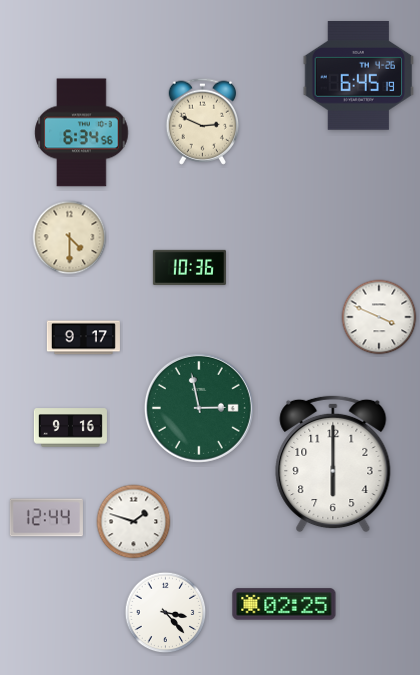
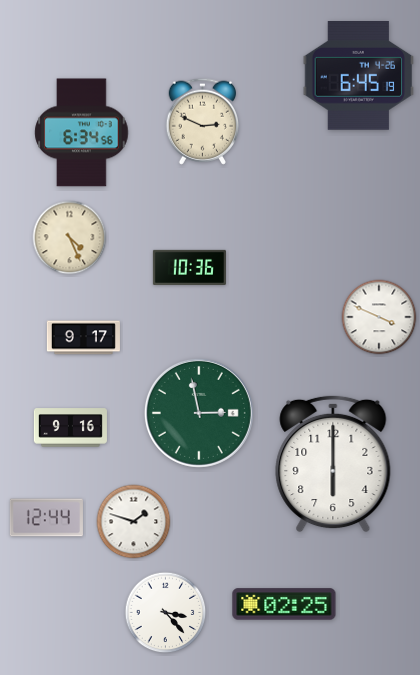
clock at (70, 238): 4:30 -> 4:26
clock at (199, 408) position: (199, 408) -> (199, 413)
